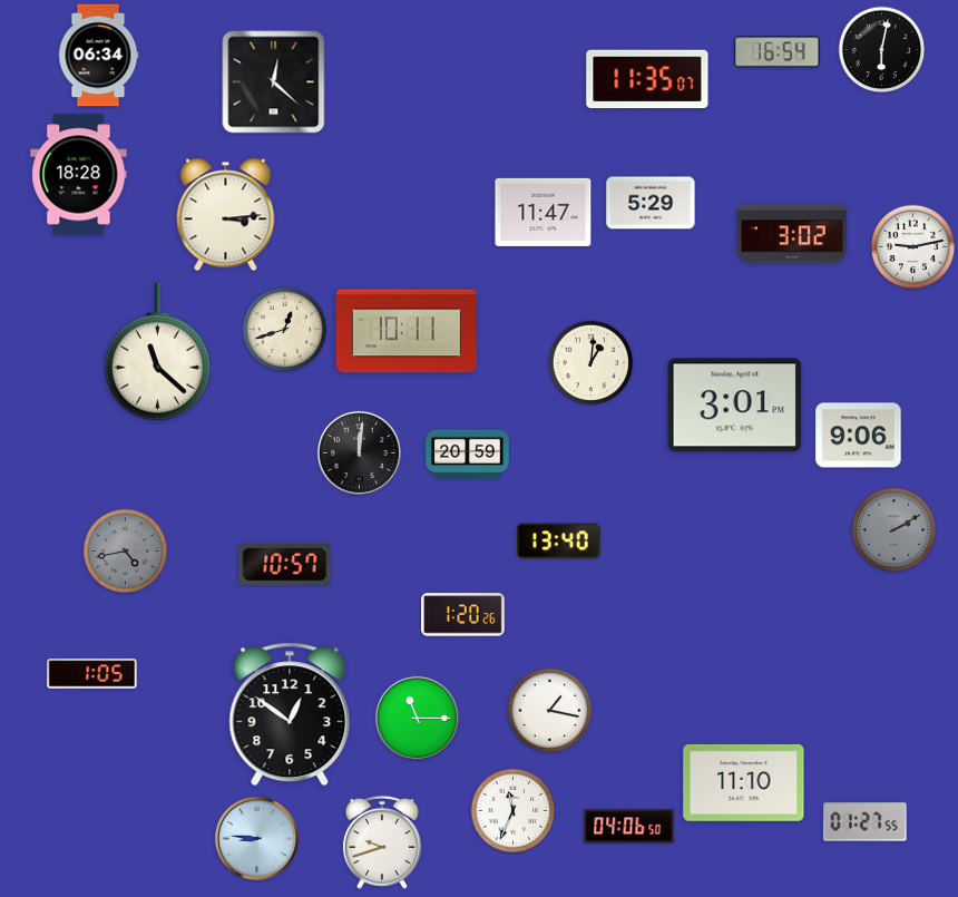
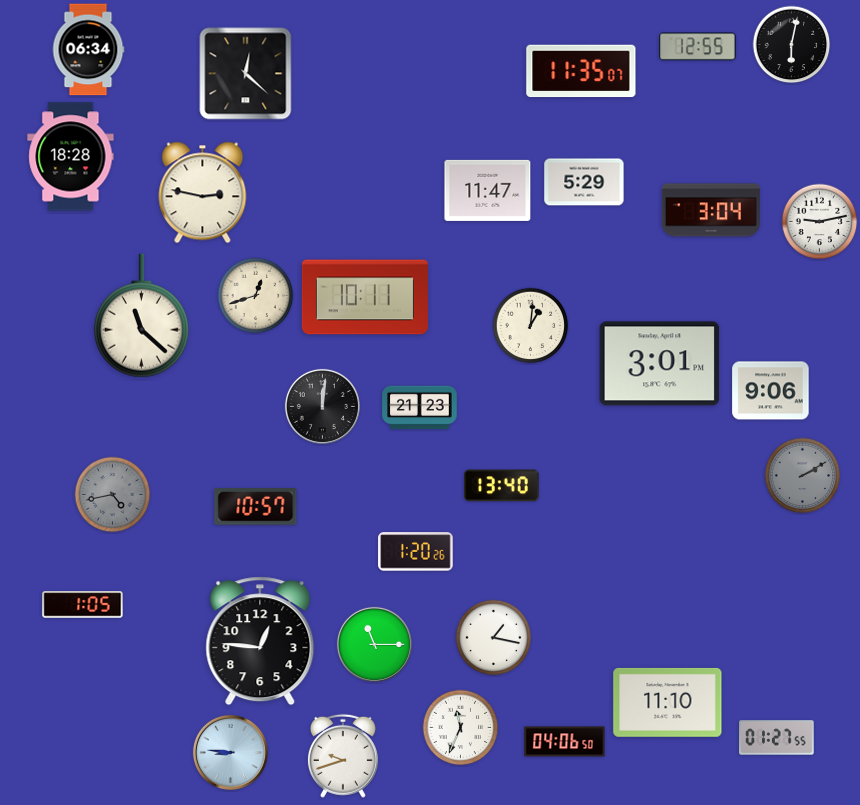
clock at (778, 52): 16:54 -> 12:55
clock at (226, 215): 3:14 -> 2:47
clock at (792, 234): 3:02 -> 3:04
clock at (468, 455): 20:59 -> 21:23
clock at (290, 714): 12:51 -> 12:46
